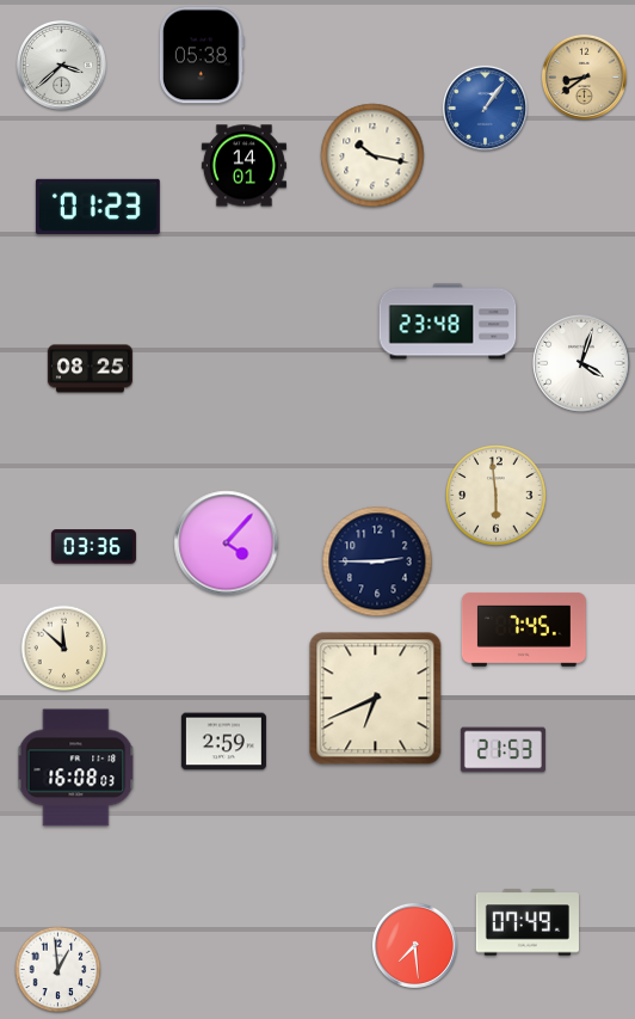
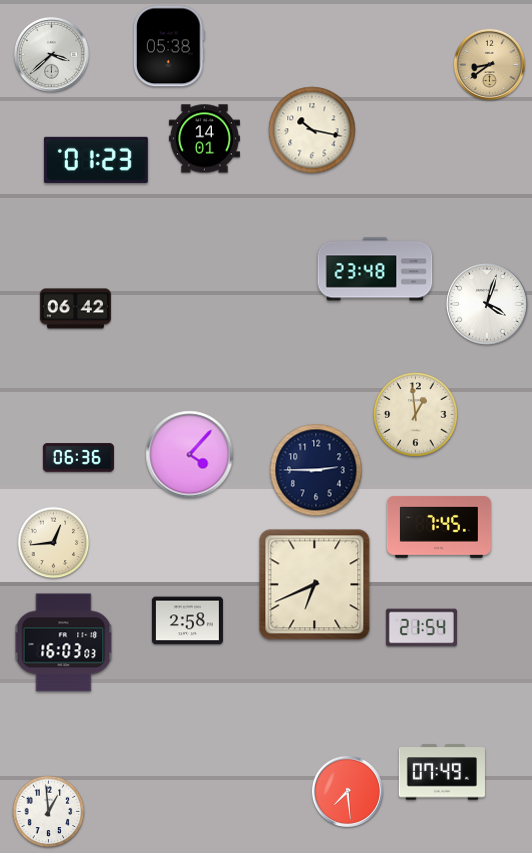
clock at (485, 108): 1:06 -> none
clock at (98, 207) position: (98, 207) -> (96, 160)
clock at (90, 369): 08:25 -> 06:42
clock at (497, 496): 5:59 -> 12:59
clock at (93, 547): 03:36 -> 06:36
clock at (64, 649): 11:52 -> 12:44
clock at (223, 742): 2:59 -> 2:58
clock at (503, 750): 21:53 -> 21:54
clock at (76, 768): 16:08 -> 16:03
